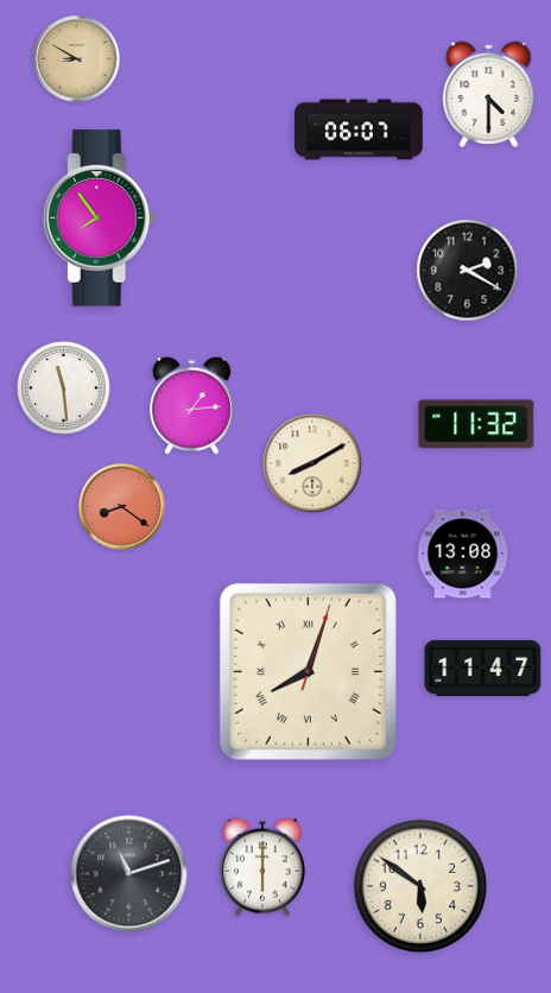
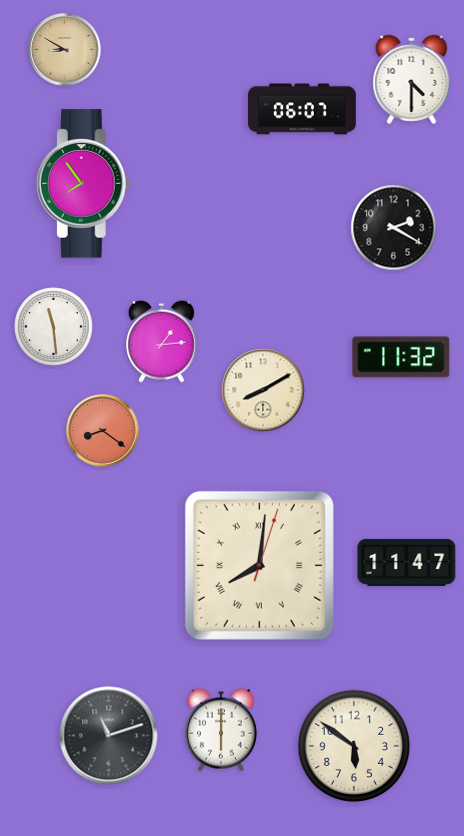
clock at (122, 507) position: (122, 507) -> (103, 431)
clock at (463, 554): 13:08 -> none
clock at (308, 671): 8:03 -> 8:01
